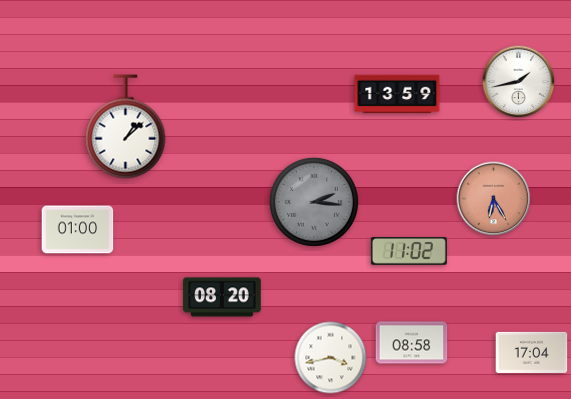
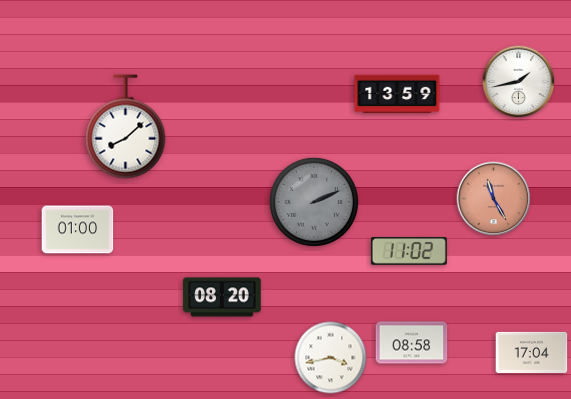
clock at (126, 127): 1:08 -> 8:08
clock at (494, 199): 6:25 -> 11:25
clock at (314, 202): 2:16 -> 2:11
